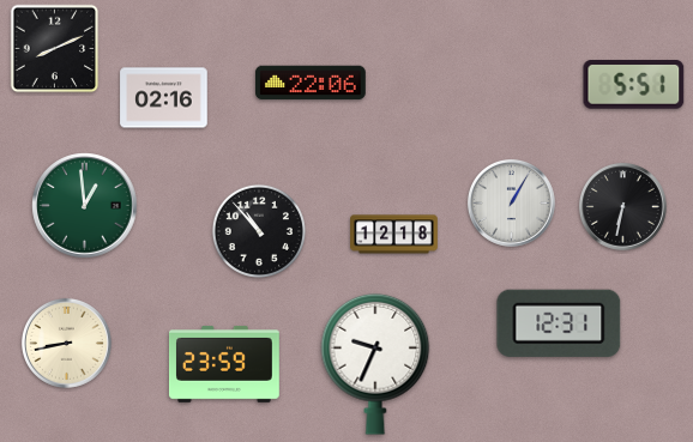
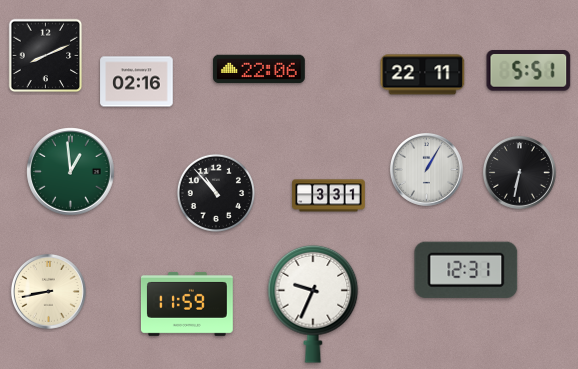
clock at (55, 49) position: (55, 49) -> (46, 56)
clock at (423, 75): none -> 22:11
clock at (394, 235): 12:18 -> 3:31
clock at (66, 343) position: (66, 343) -> (48, 291)
clock at (224, 364): 23:59 -> 11:59
